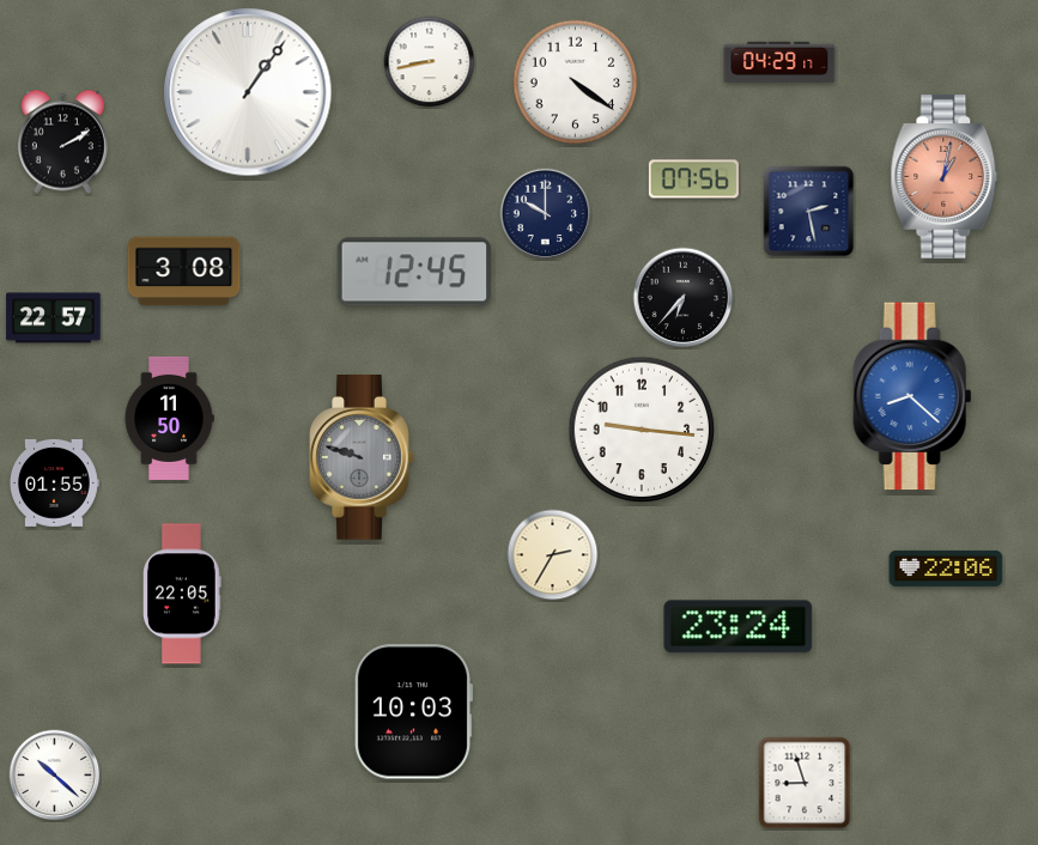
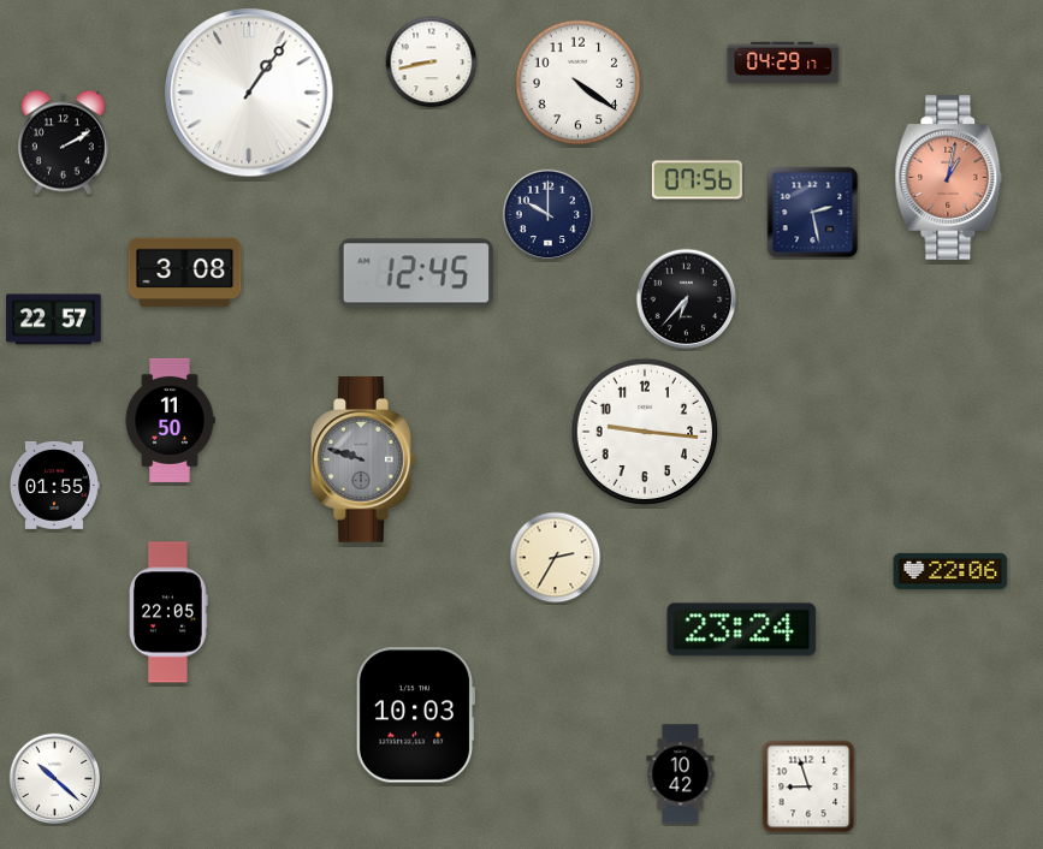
clock at (912, 396): 8:22 -> none
clock at (182, 594) position: (182, 594) -> (168, 612)
clock at (681, 774): none -> 10:42
